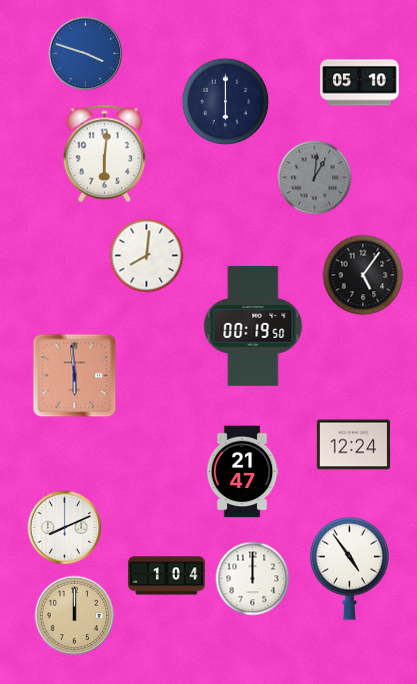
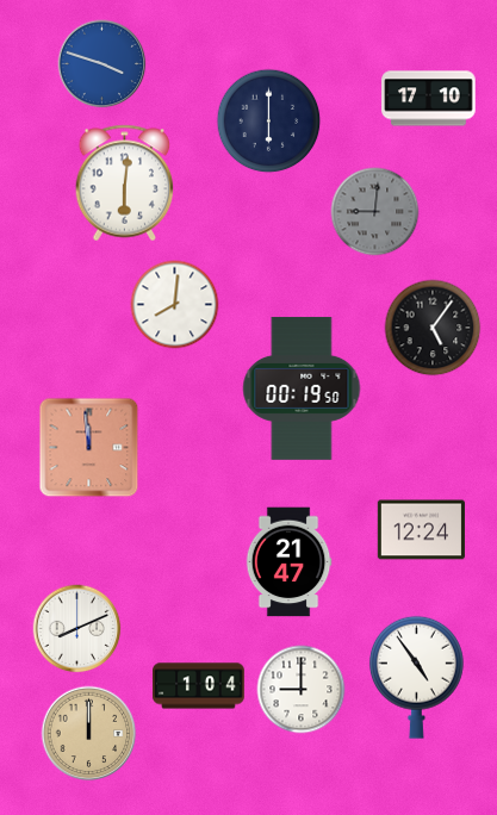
clock at (360, 83): 05:10 -> 17:10
clock at (315, 178): 1:01 -> 9:01
clock at (75, 376): 5:59 -> 11:59
clock at (253, 579): 12:00 -> 9:00
